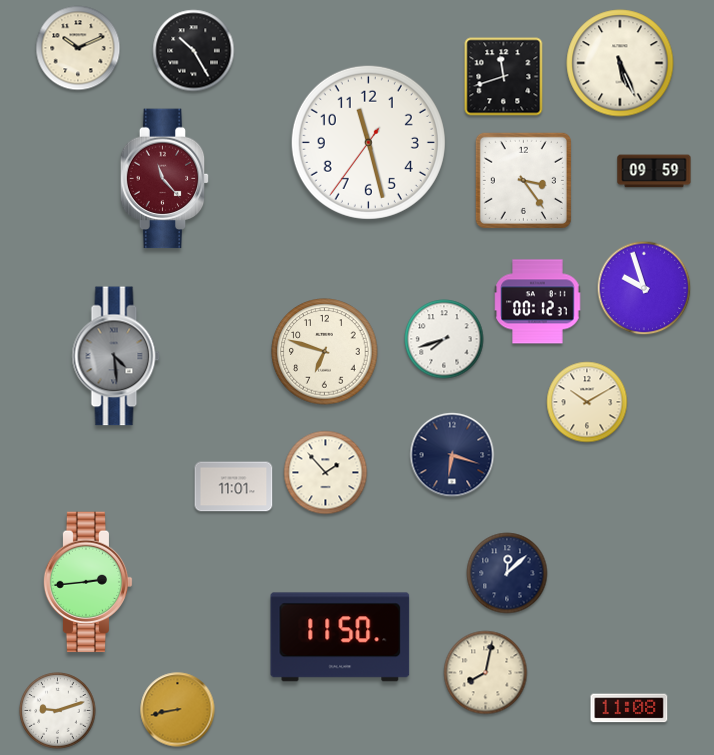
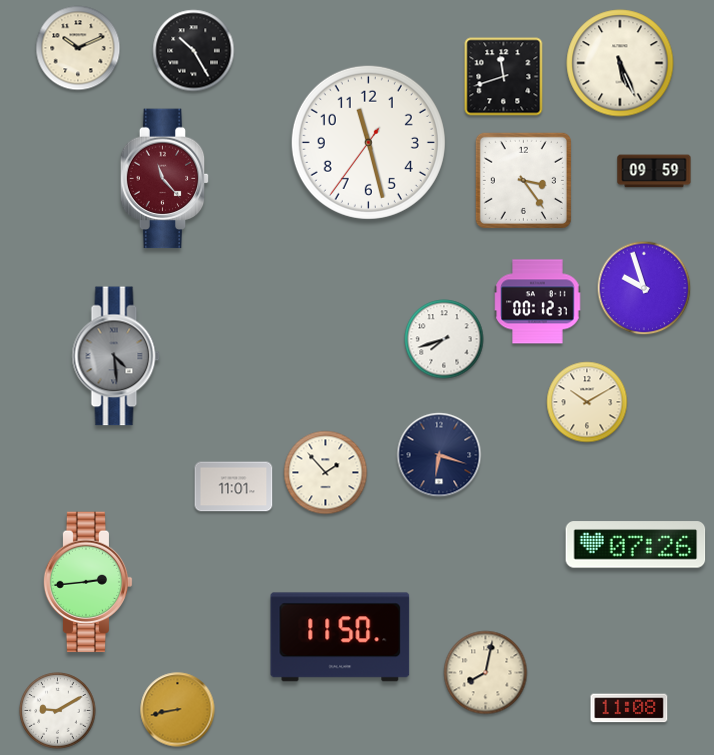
clock at (325, 352): 6:48 -> none
clock at (452, 455) position: (452, 455) -> (439, 455)
clock at (636, 545): none -> 07:26
clock at (507, 573): 12:08 -> none
clock at (58, 711): 9:12 -> 9:10
